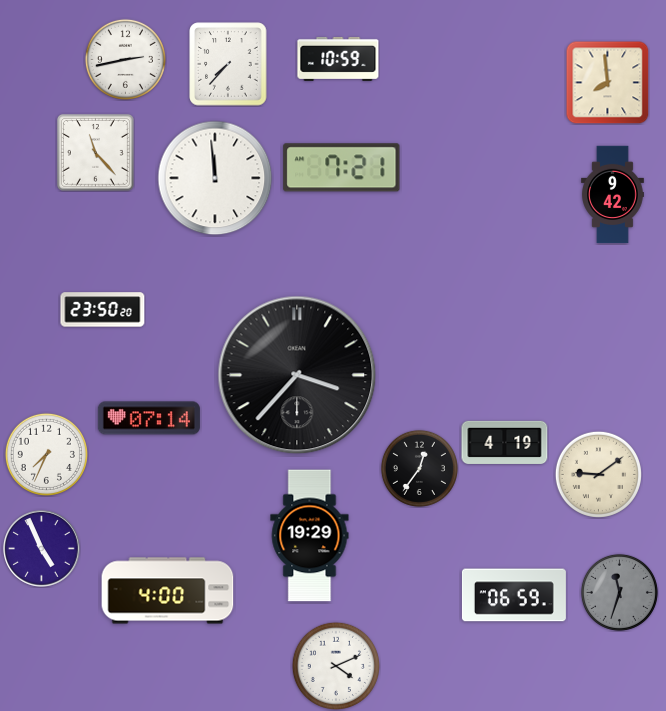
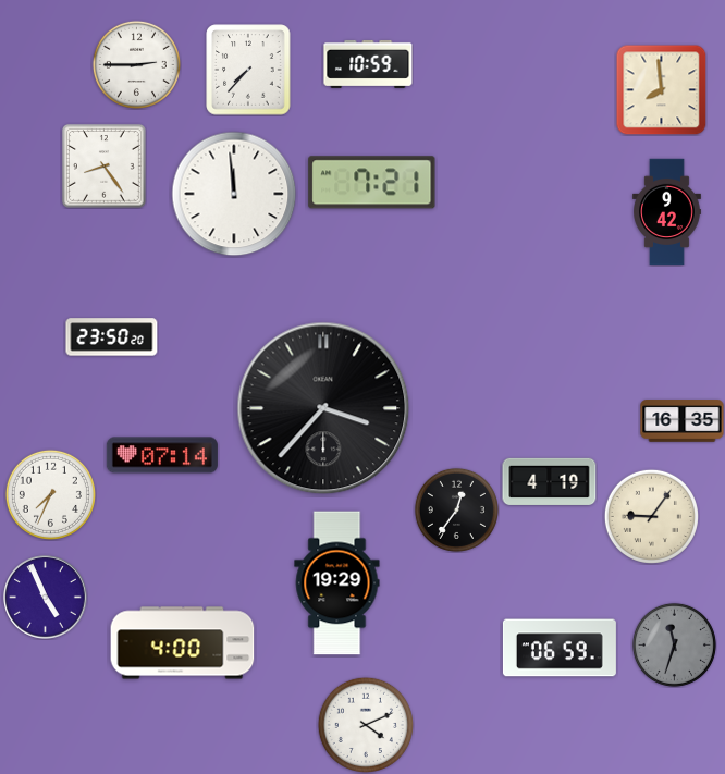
clock at (125, 59): 2:43 -> 2:45
clock at (96, 153): 11:23 -> 8:24
clock at (683, 421): none -> 16:35
clock at (598, 474): 9:09 -> 9:06
